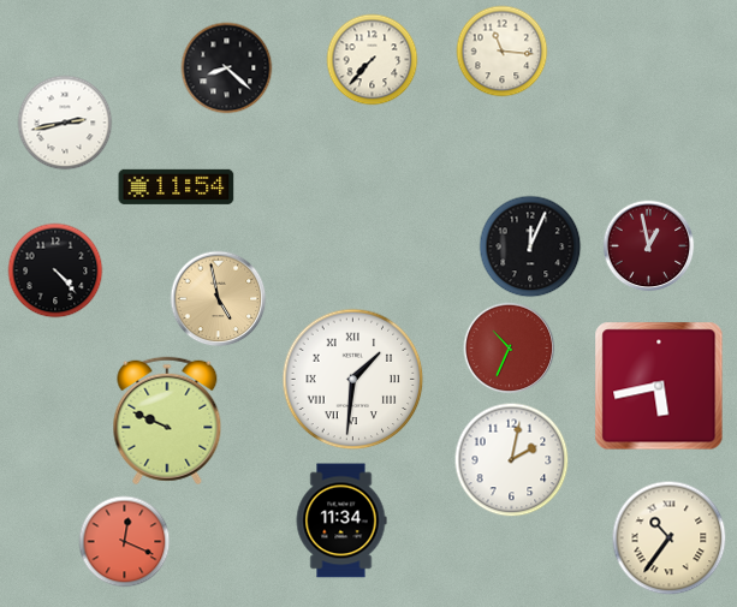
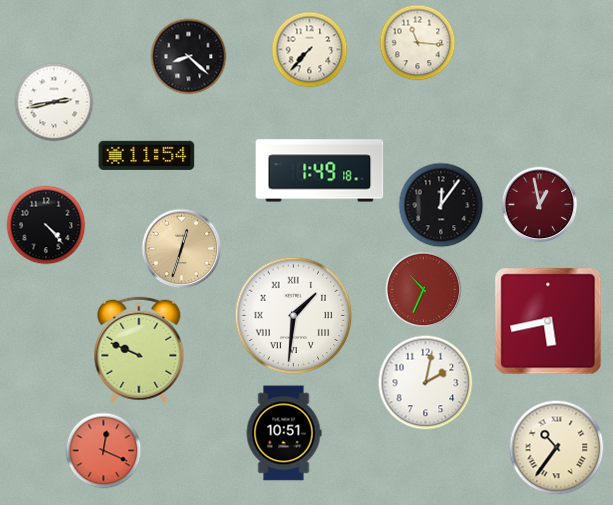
clock at (320, 171): none -> 1:49
clock at (530, 246): 12:04 -> 12:06
clock at (219, 299): 4:58 -> 12:33
clock at (341, 520): 11:34 -> 10:51
